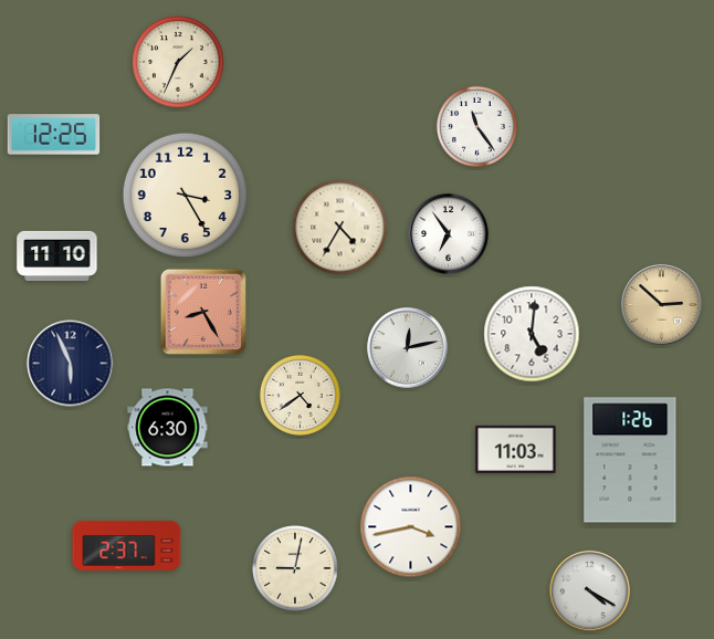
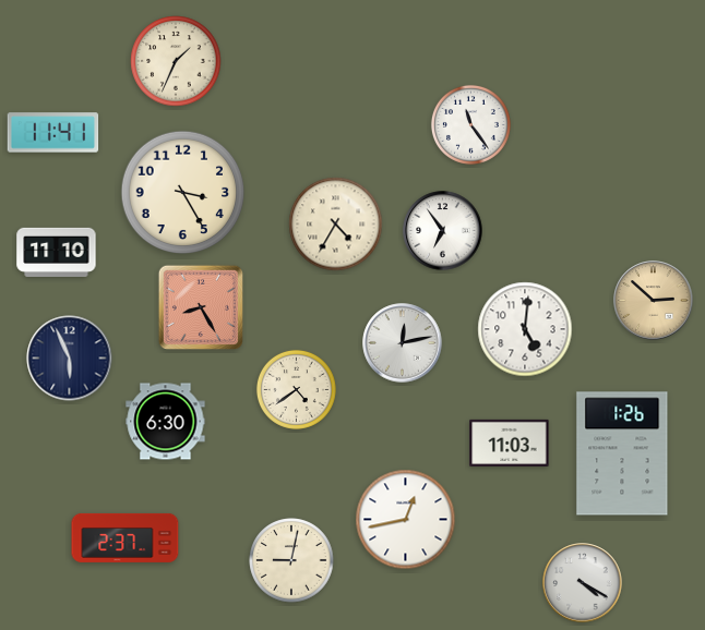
clock at (54, 135): 12:25 -> 11:41
clock at (411, 527): 3:43 -> 12:43
